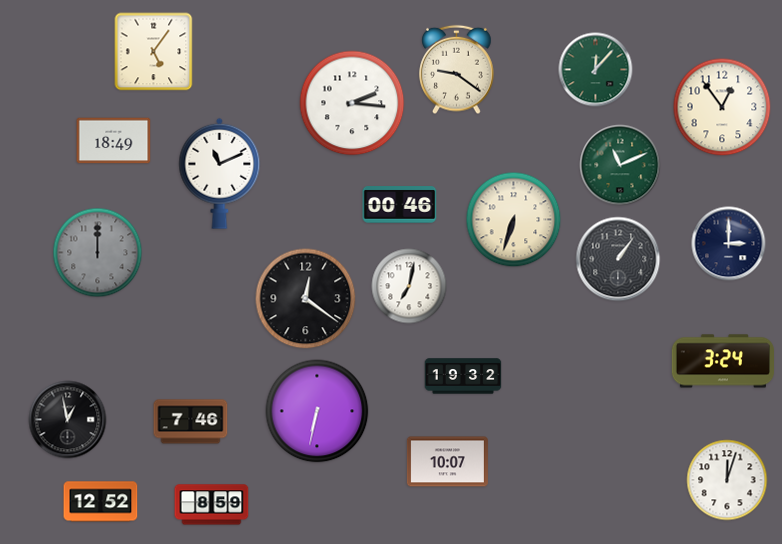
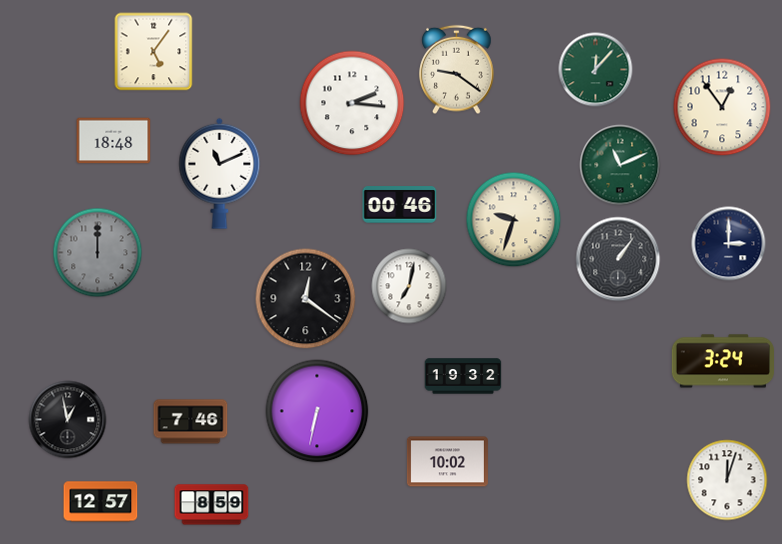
clock at (114, 141): 18:49 -> 18:48
clock at (514, 220): 6:33 -> 9:33
clock at (447, 462): 10:07 -> 10:02
clock at (101, 502): 12:52 -> 12:57
